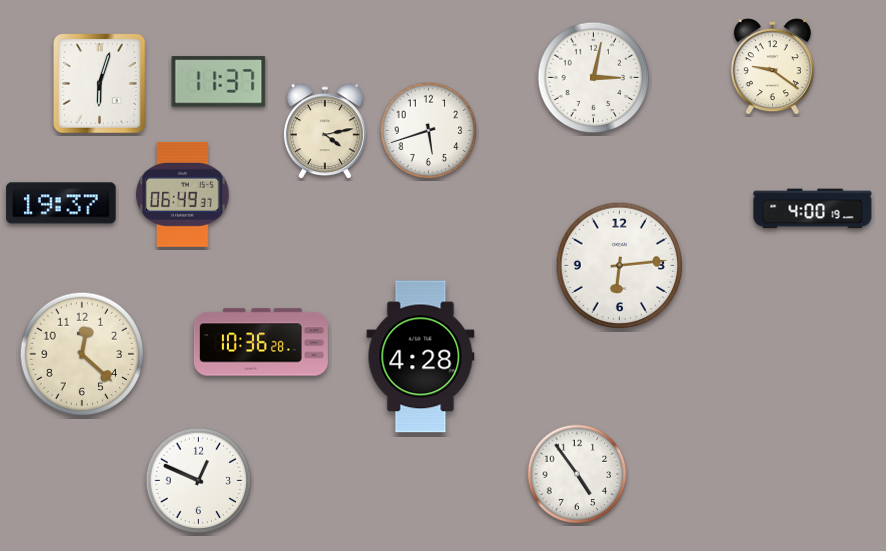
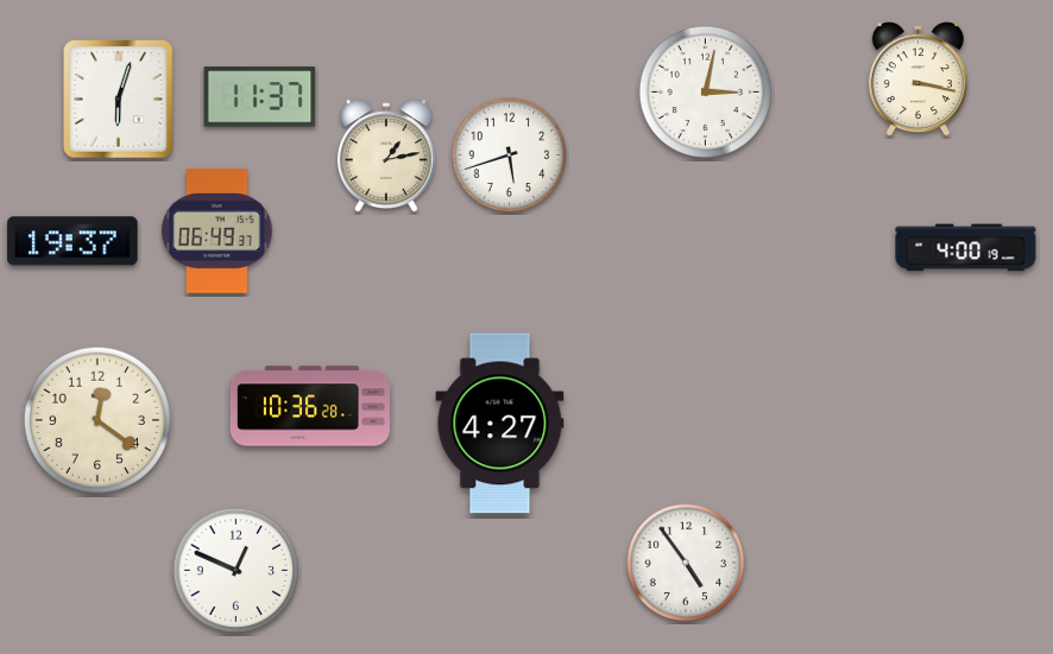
clock at (772, 67): 9:21 -> 3:17
clock at (325, 132): 4:13 -> 1:13
clock at (620, 266): 6:14 -> none
clock at (82, 354): 12:22 -> 12:21
clock at (421, 357): 4:28 -> 4:27
